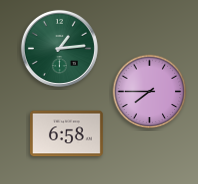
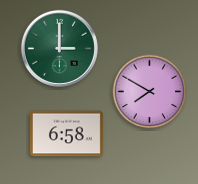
clock at (59, 48): 1:14 -> 3:00
clock at (150, 92): 7:45 -> 7:50
